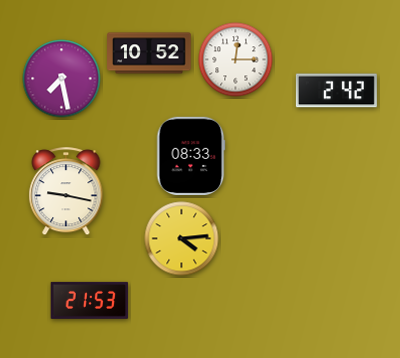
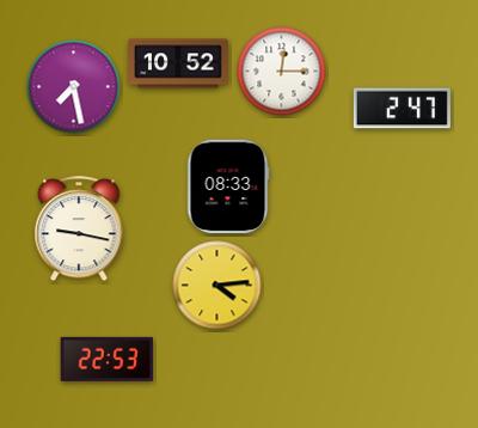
clock at (62, 79) position: (62, 79) -> (74, 87)
clock at (336, 91): 2:42 -> 2:47
clock at (90, 300): 21:53 -> 22:53
